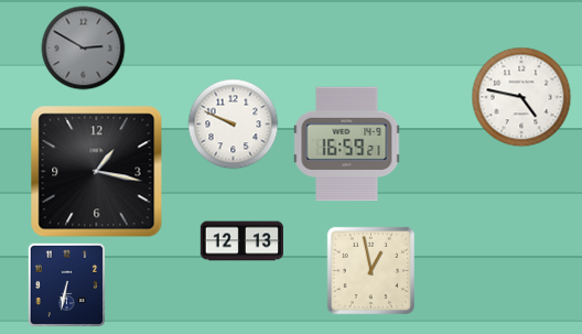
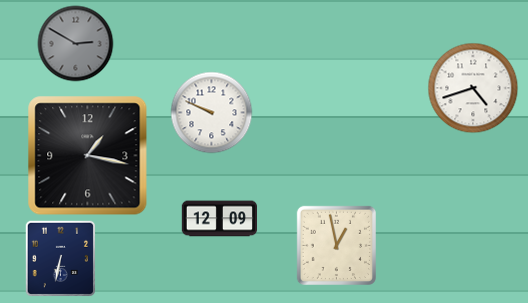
clock at (521, 97): 4:47 -> 4:42
clock at (347, 144): 16:59 -> none
clock at (242, 241): 12:13 -> 12:09
